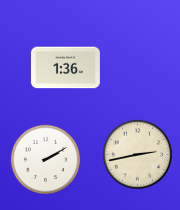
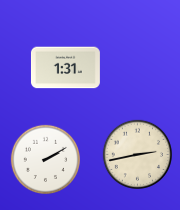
clock at (65, 68): 1:36 -> 1:31
